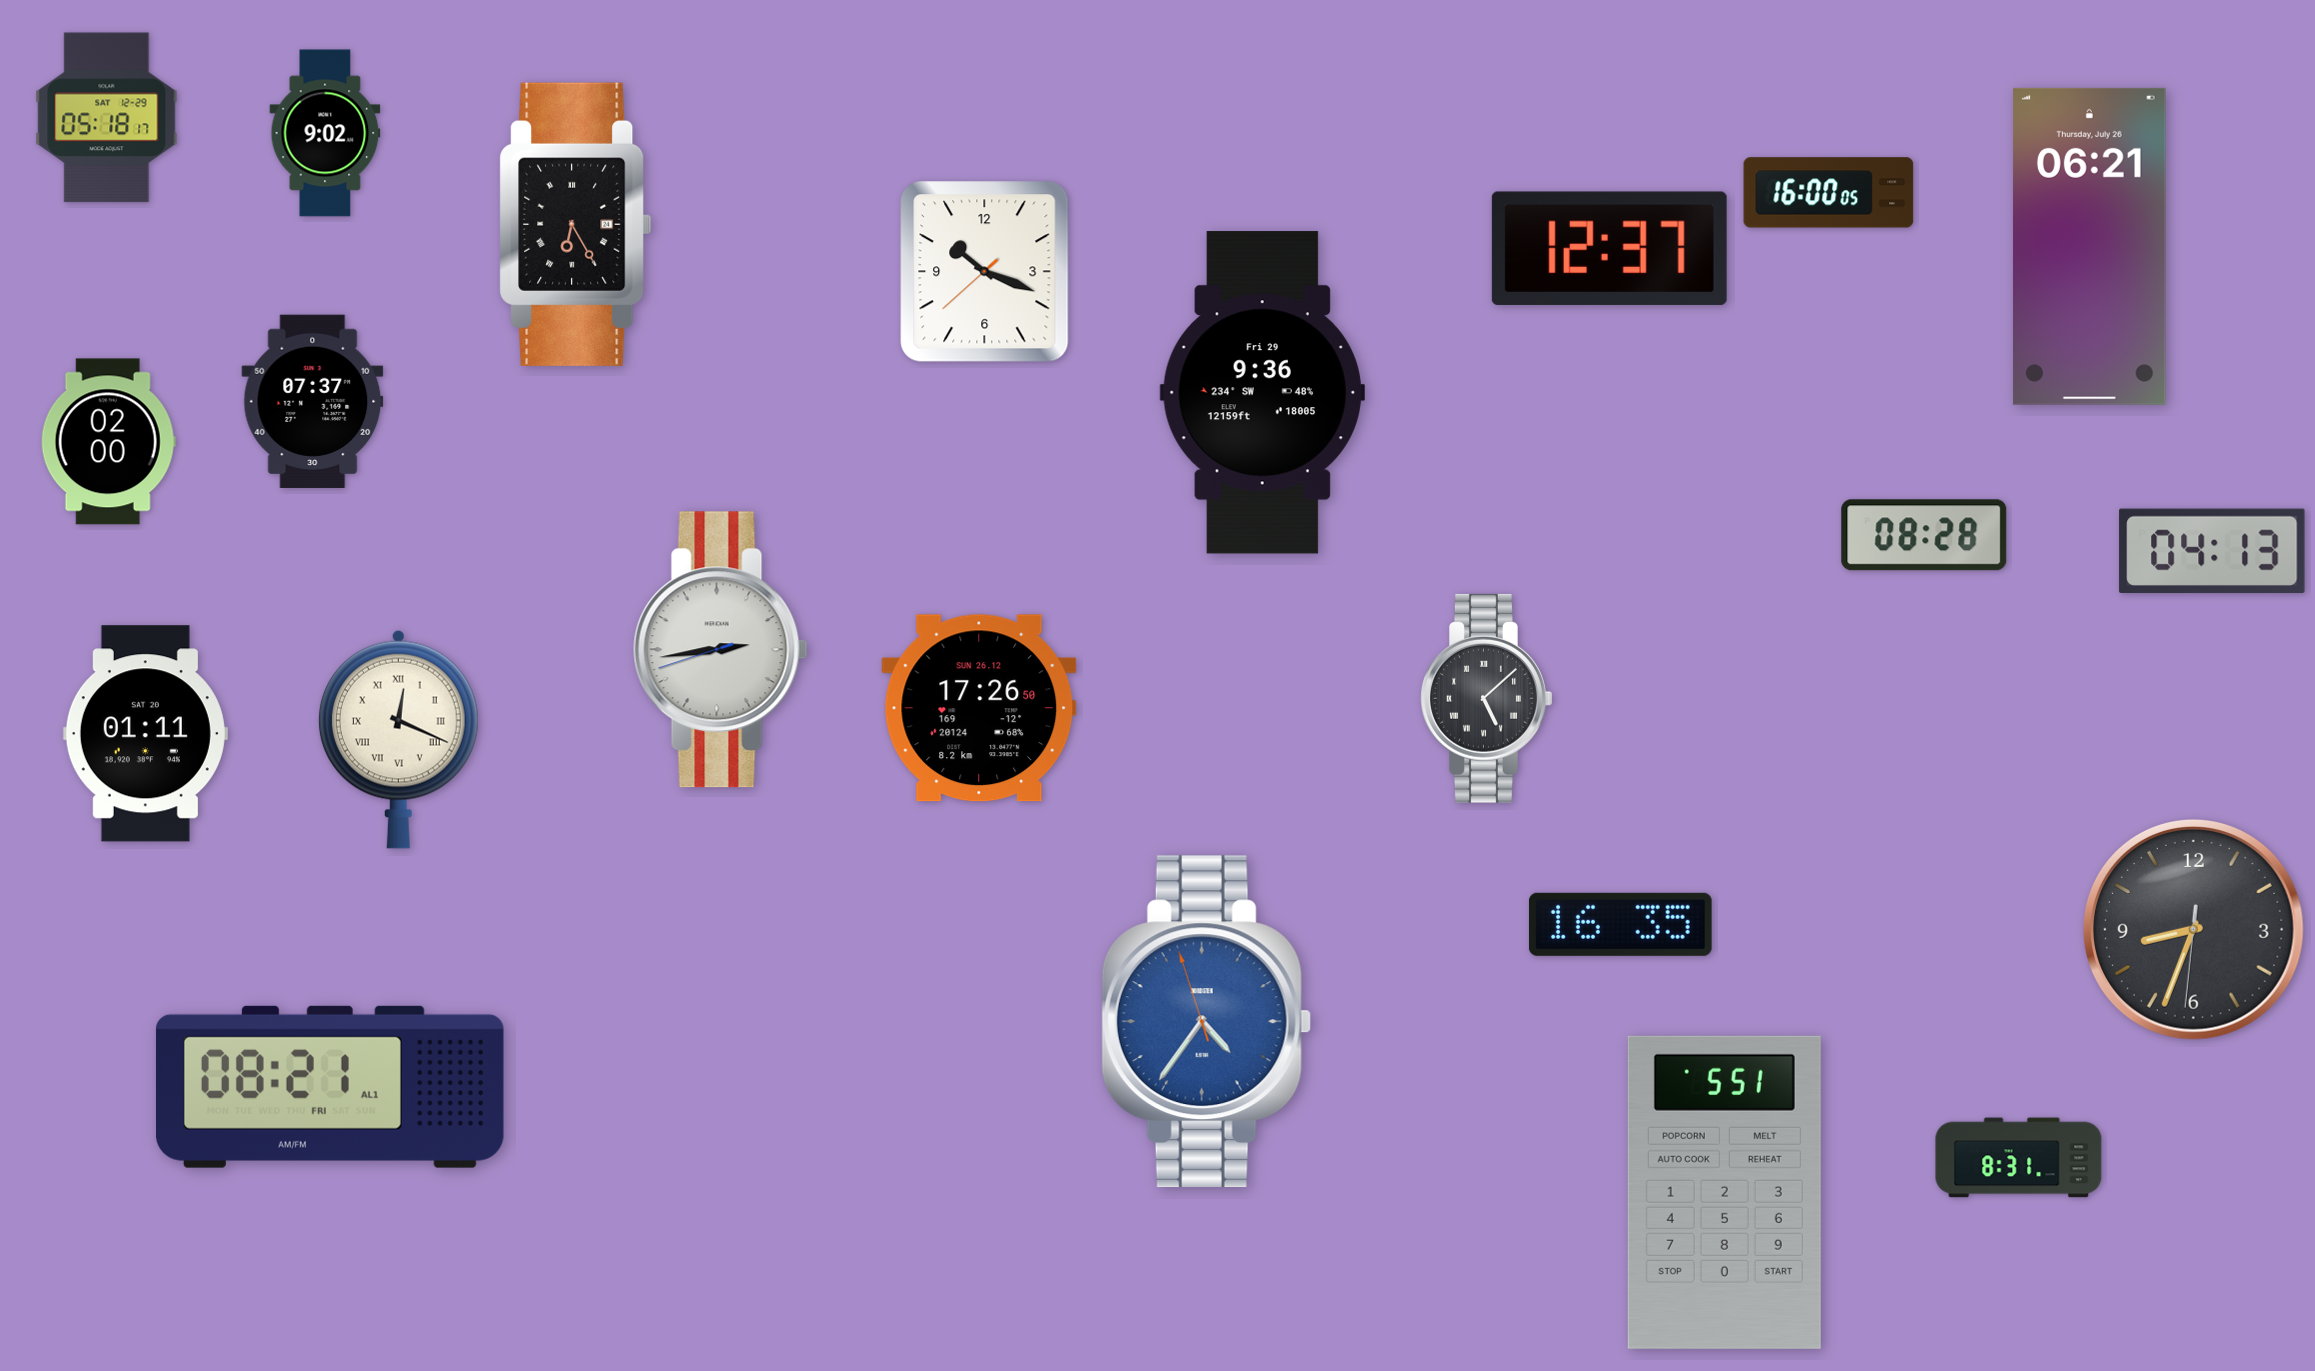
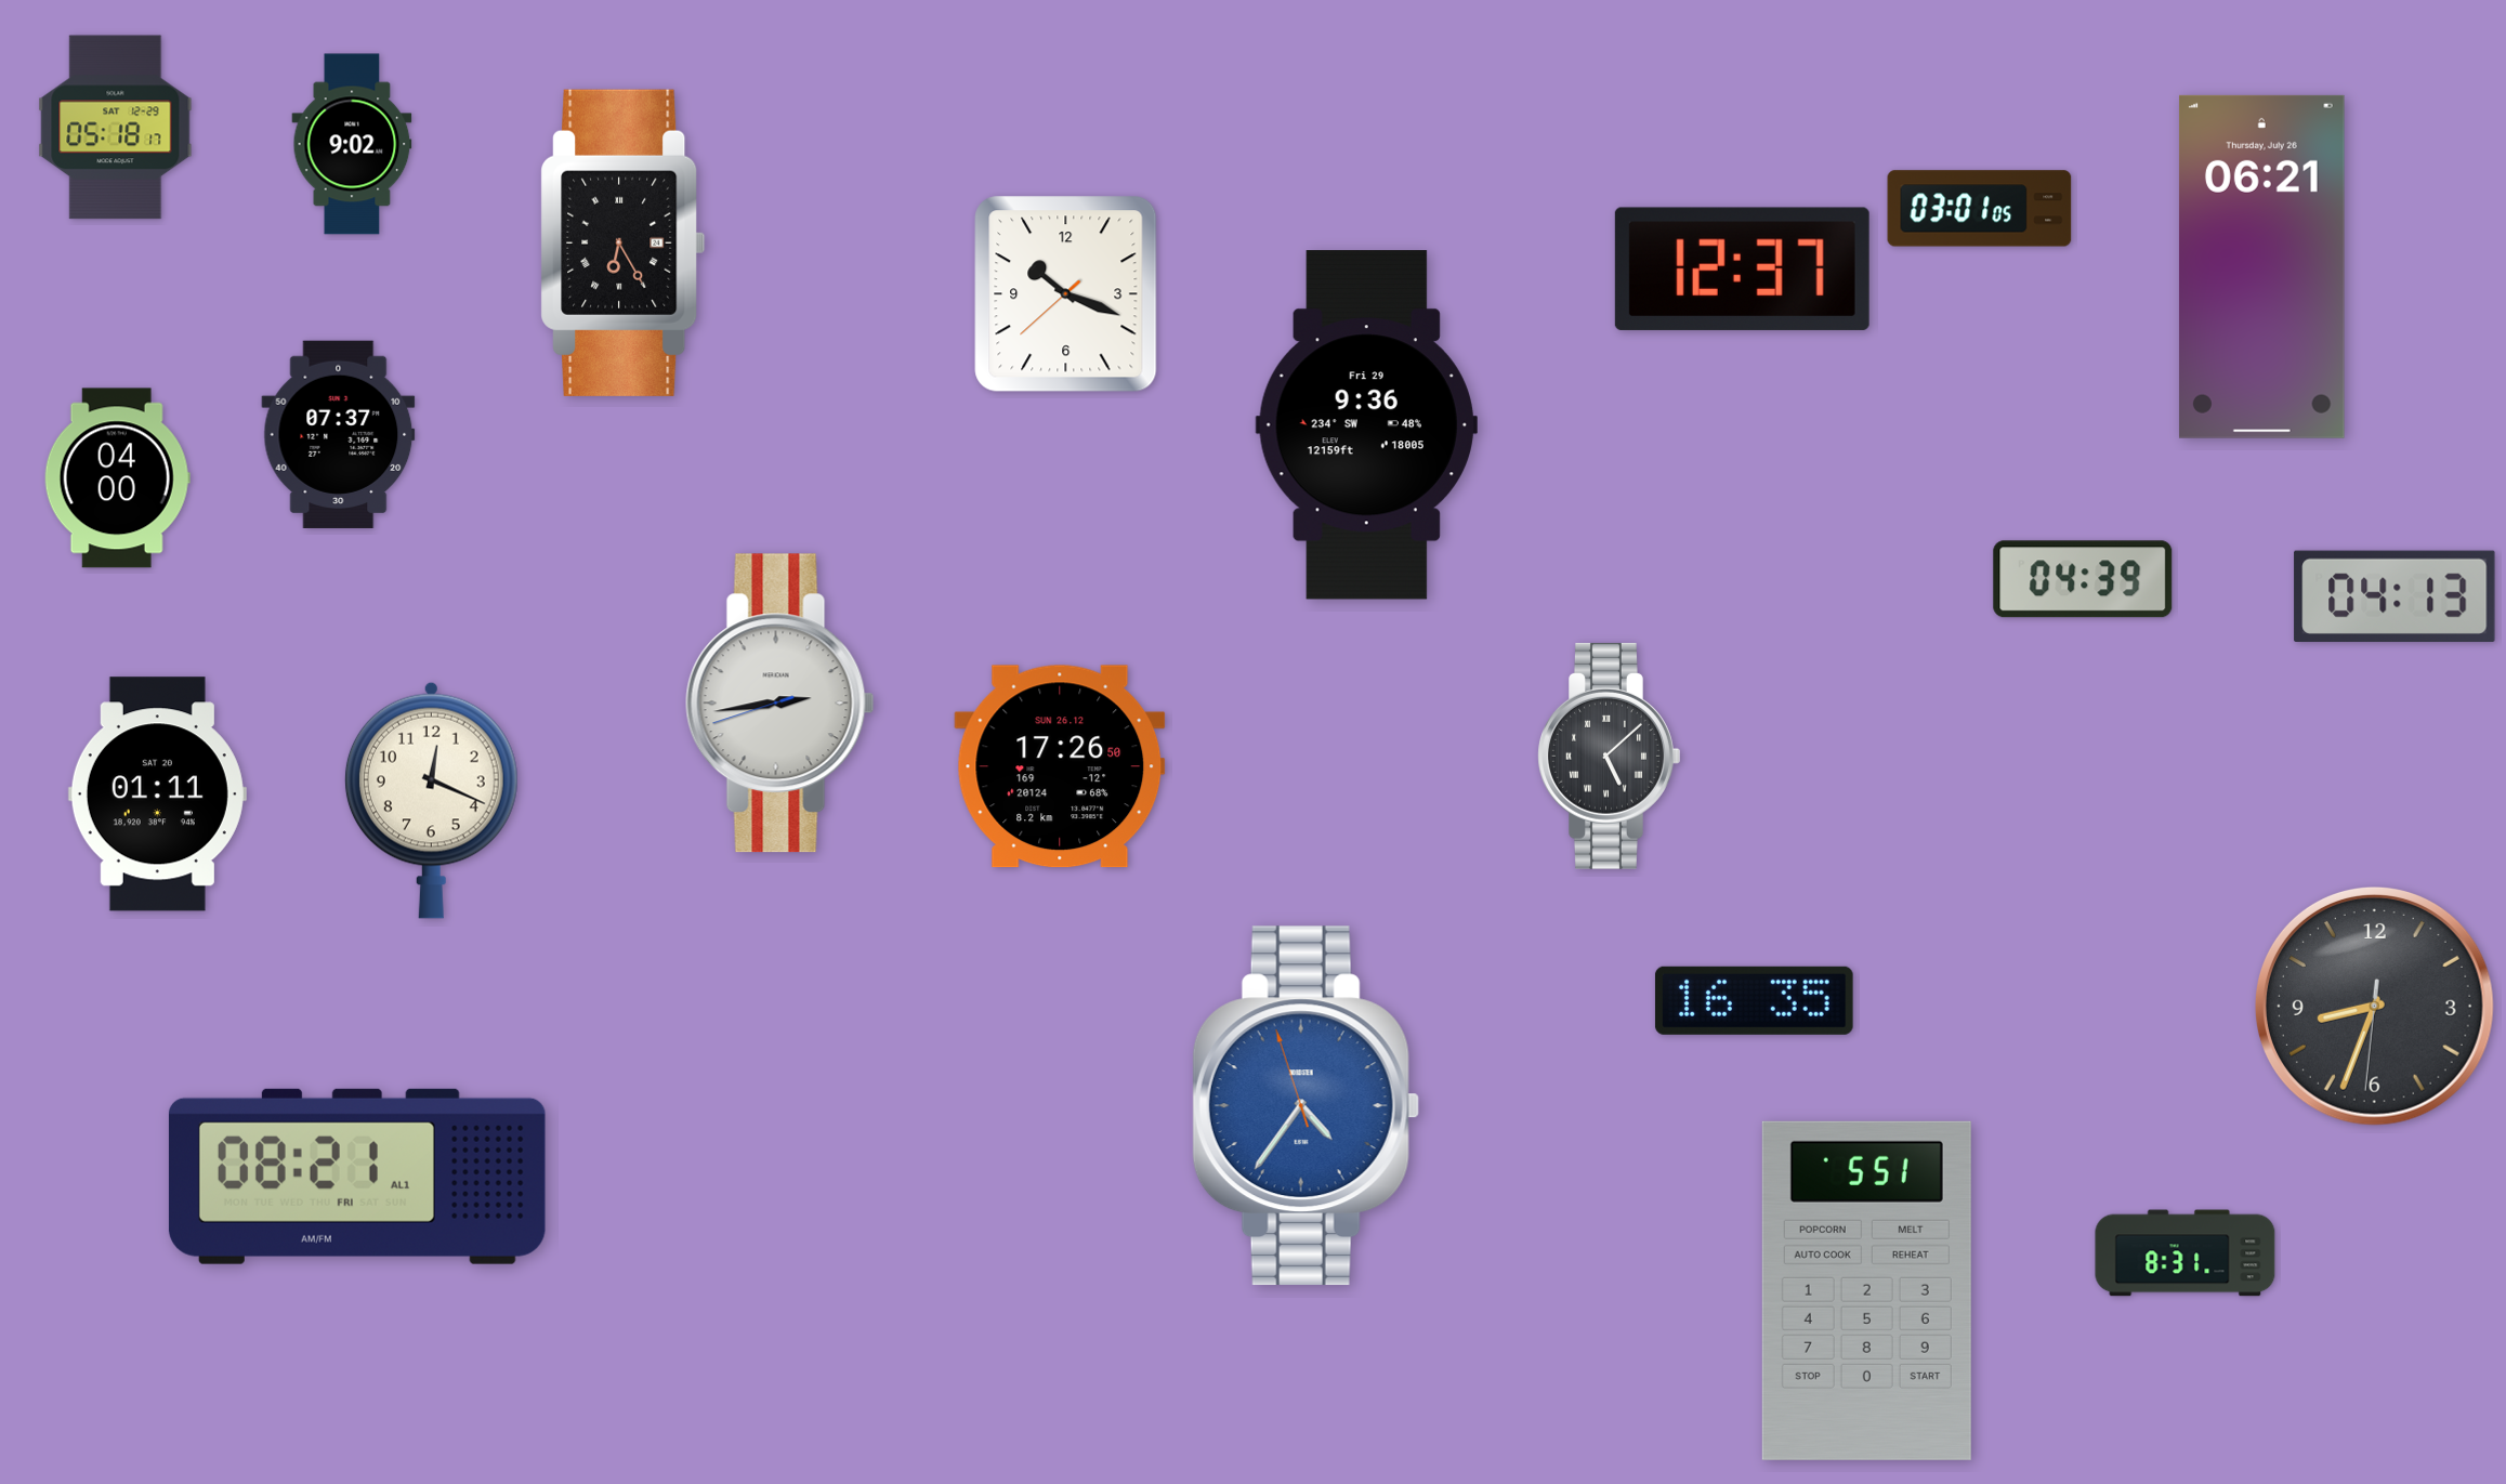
clock at (1829, 193): 16:00 -> 03:01
clock at (108, 442): 02:00 -> 04:00
clock at (1924, 535): 08:28 -> 04:39
clock at (398, 739) numerals: Roman -> Arabic
